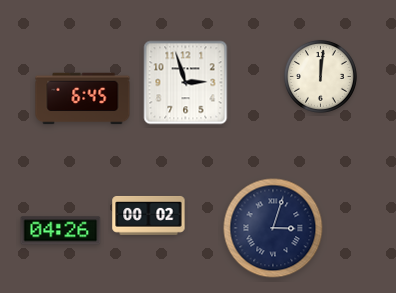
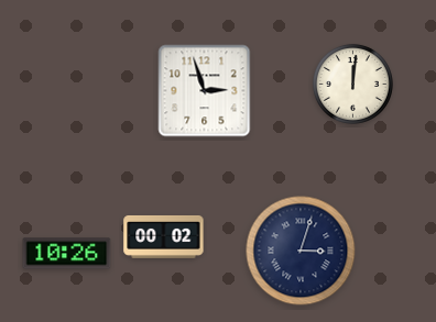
clock at (83, 99): 6:45 -> none
clock at (61, 231): 04:26 -> 10:26
